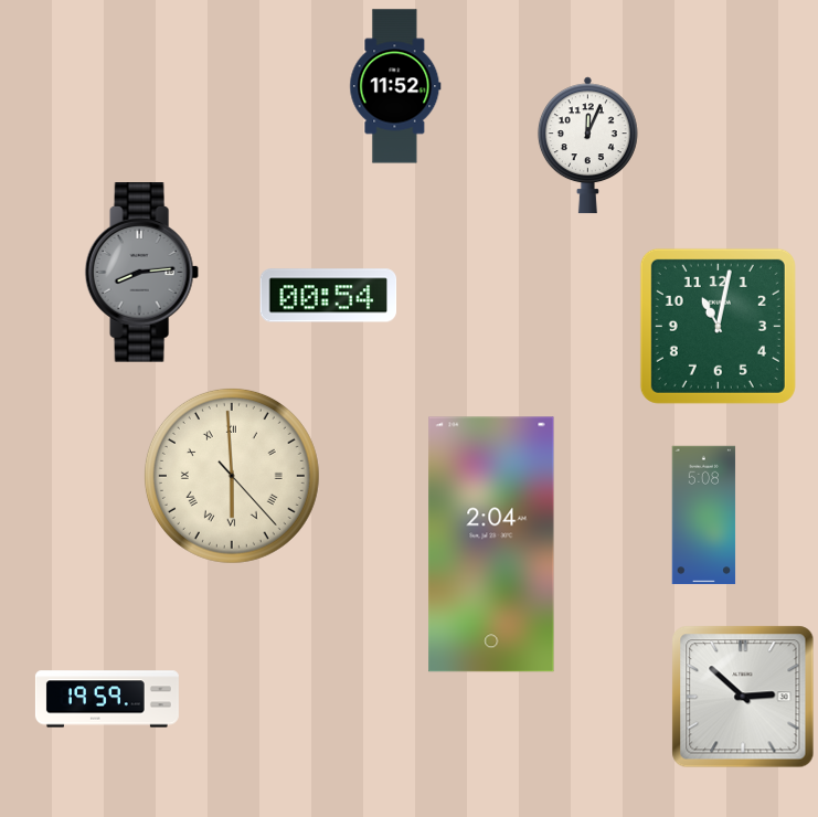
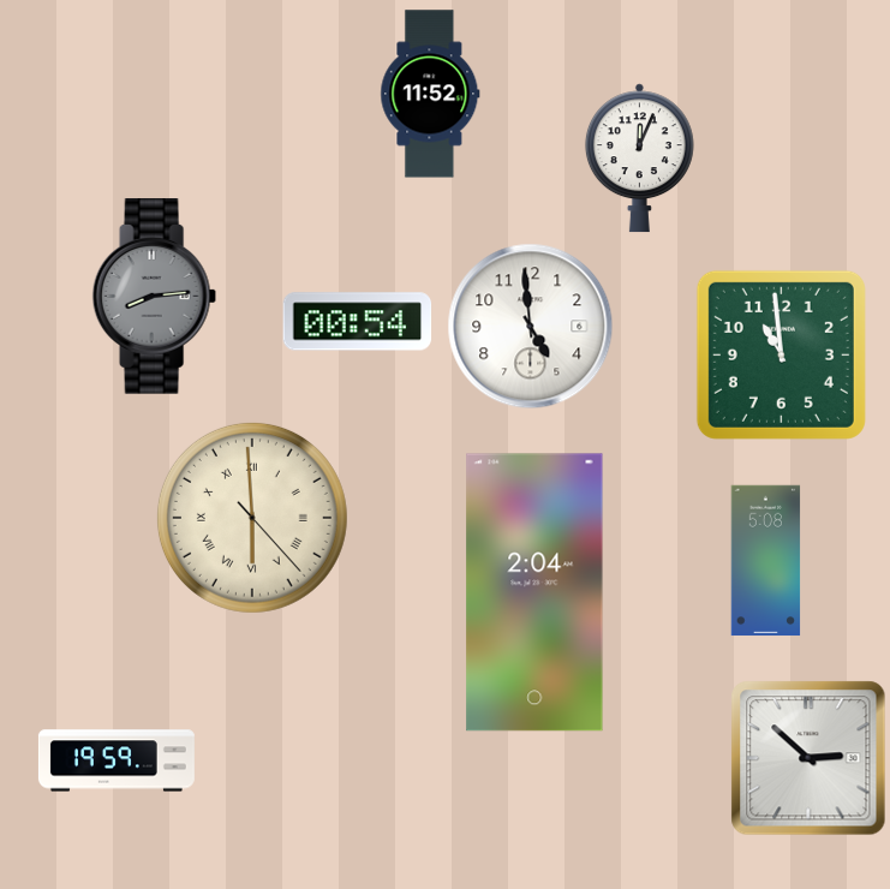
clock at (531, 327): none -> 4:59
clock at (718, 326): 11:02 -> 10:59
